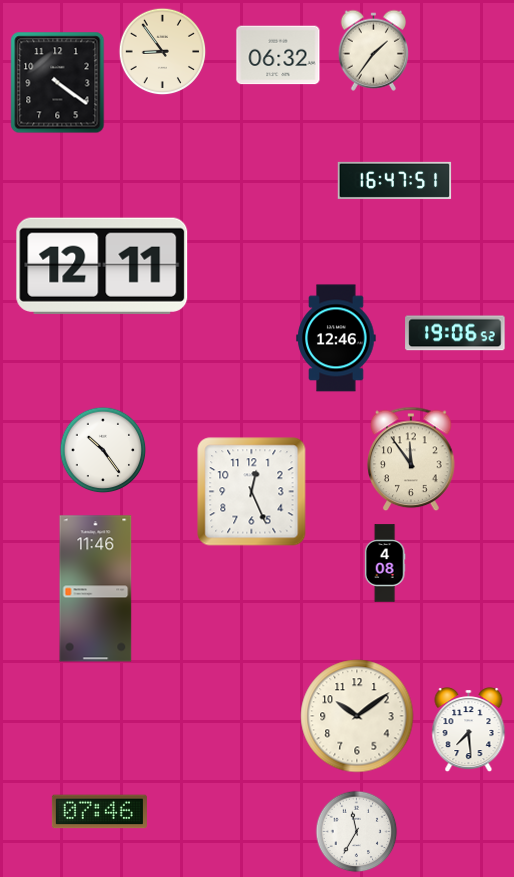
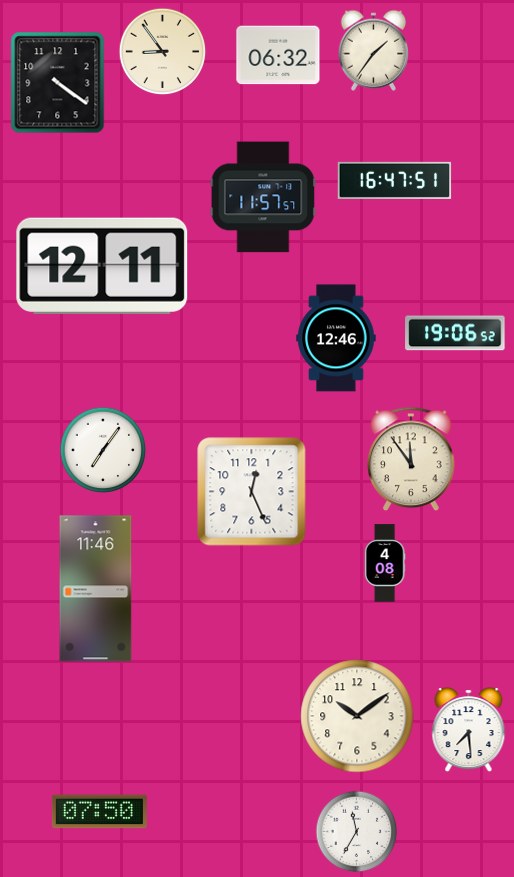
clock at (263, 197): none -> 11:57
clock at (103, 450): 10:24 -> 7:06
clock at (99, 812): 07:46 -> 07:50
